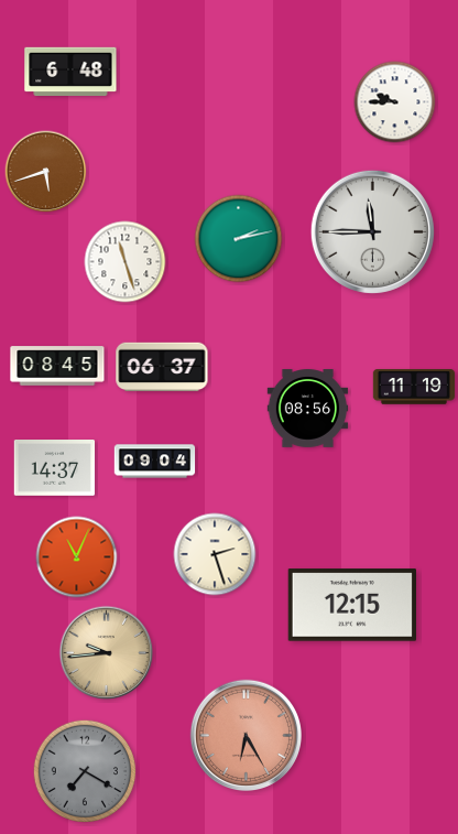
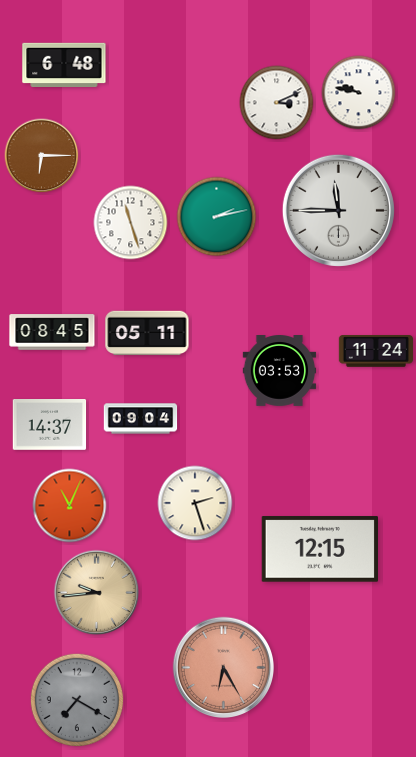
clock at (395, 102): 9:45 -> 9:47
clock at (277, 103): none -> 3:11
clock at (46, 172): 5:42 -> 6:15
clock at (126, 262) position: (126, 262) -> (131, 223)
clock at (162, 367): 06:37 -> 05:11
clock at (413, 387): 11:19 -> 11:24
clock at (308, 409): 08:56 -> 03:53
